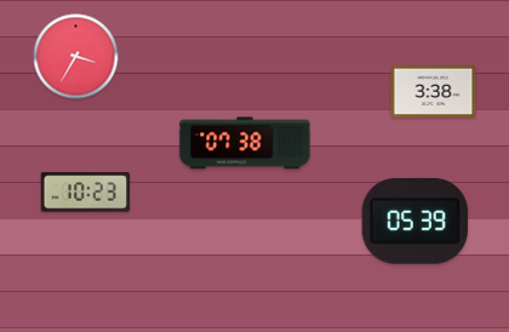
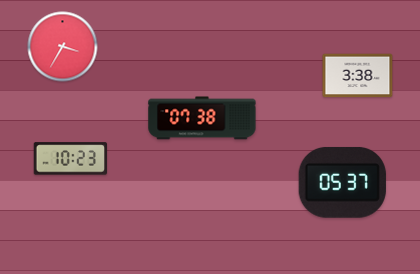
clock at (414, 221): 05:39 -> 05:37
